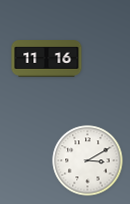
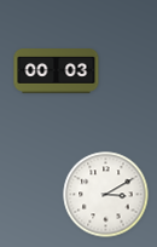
clock at (47, 59): 11:16 -> 00:03
